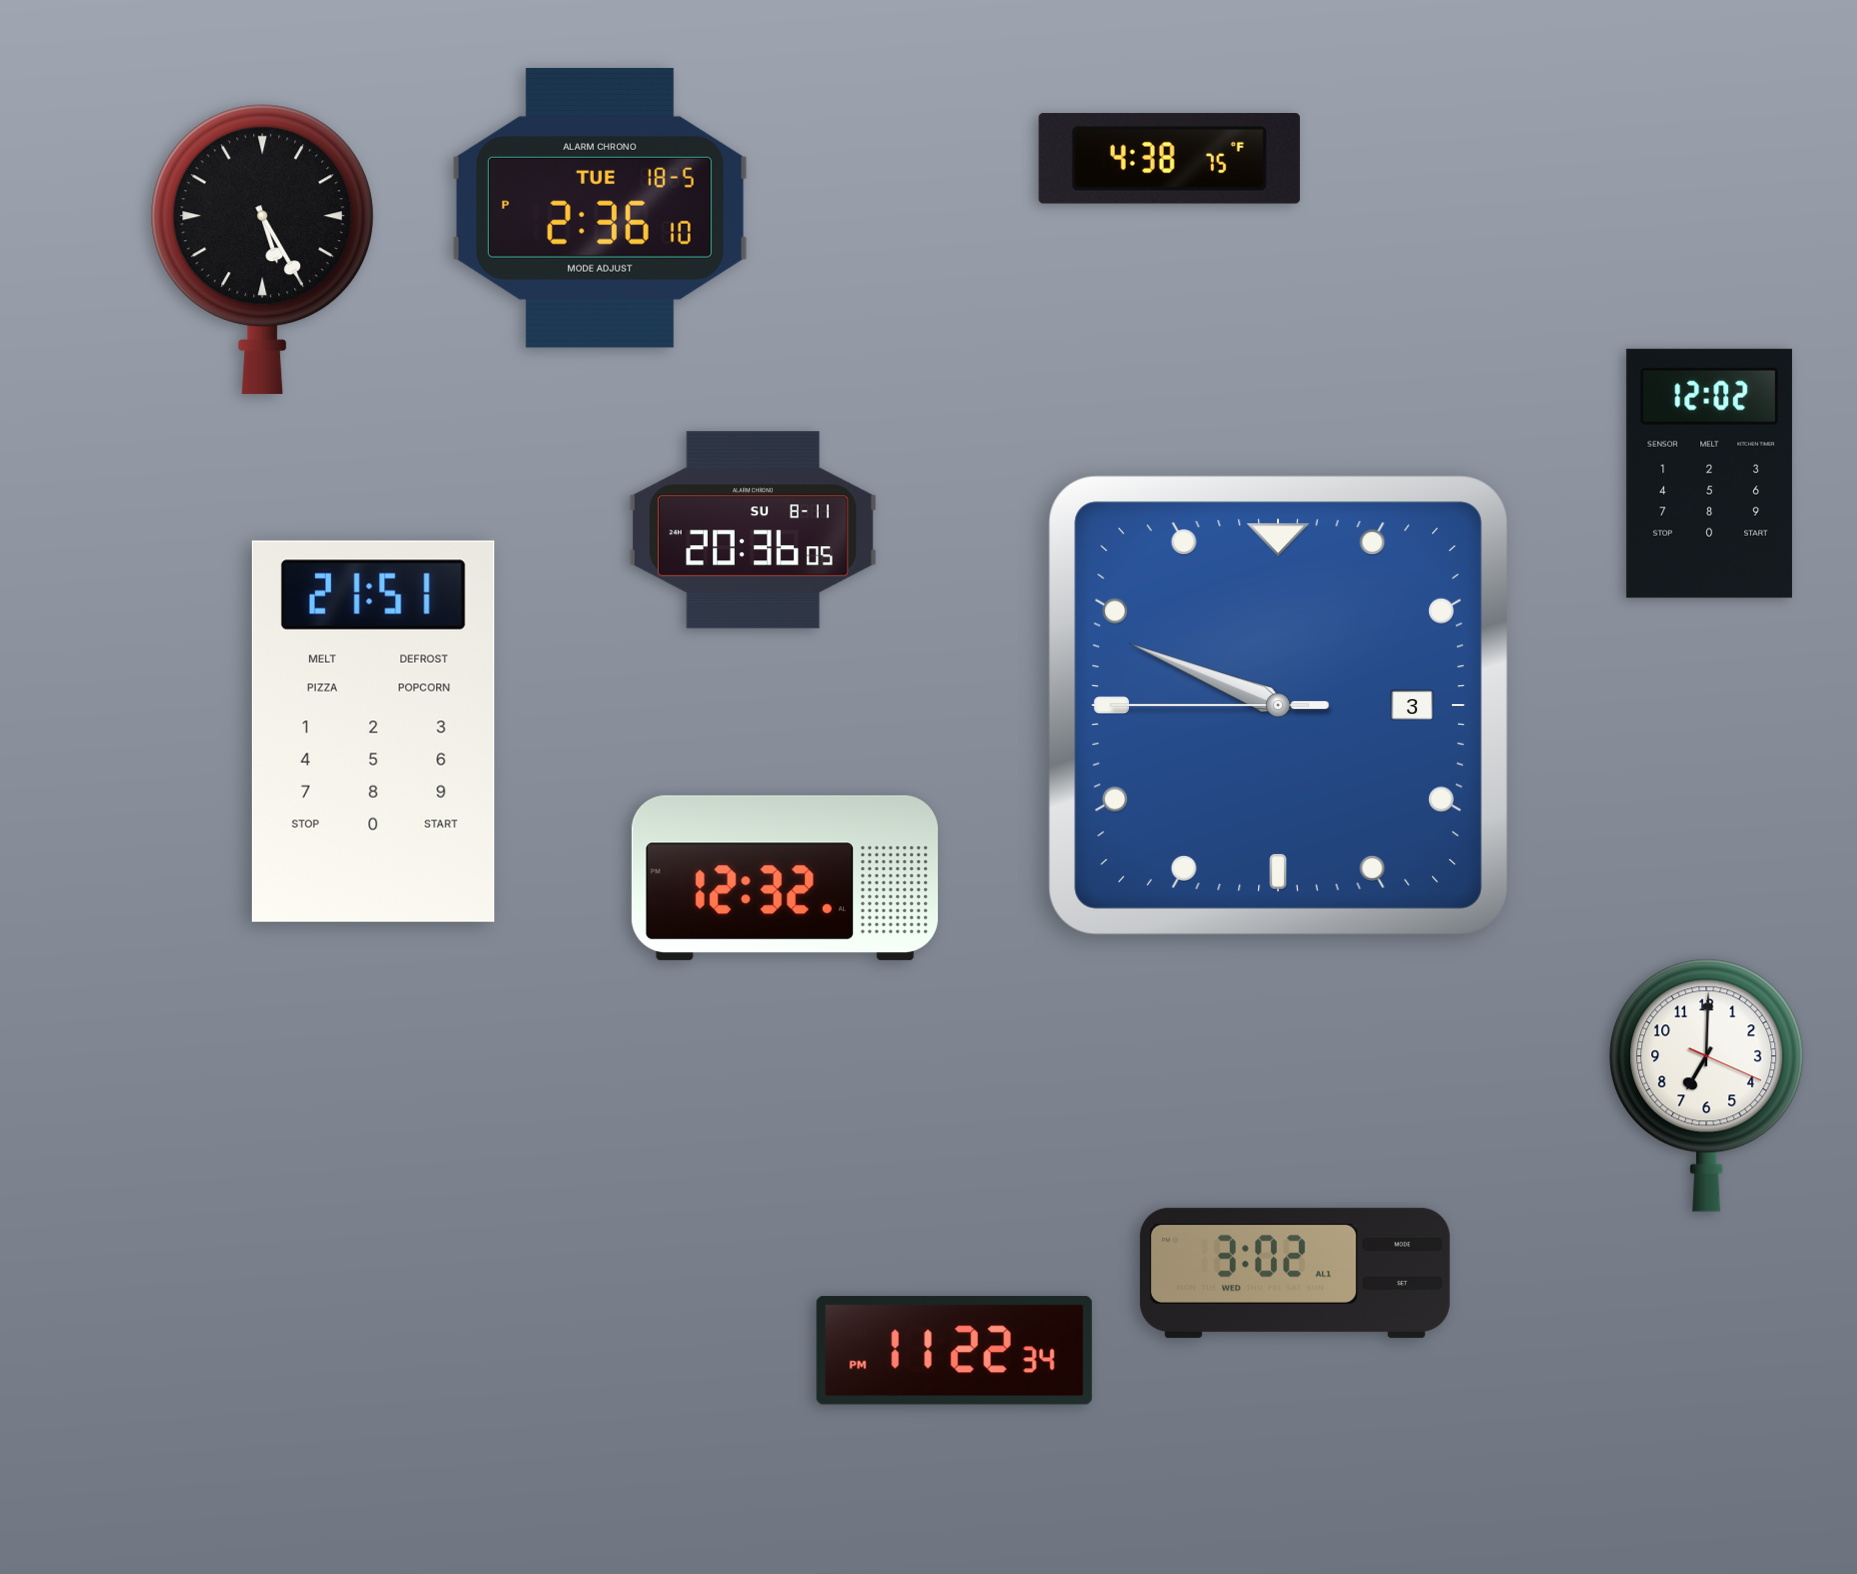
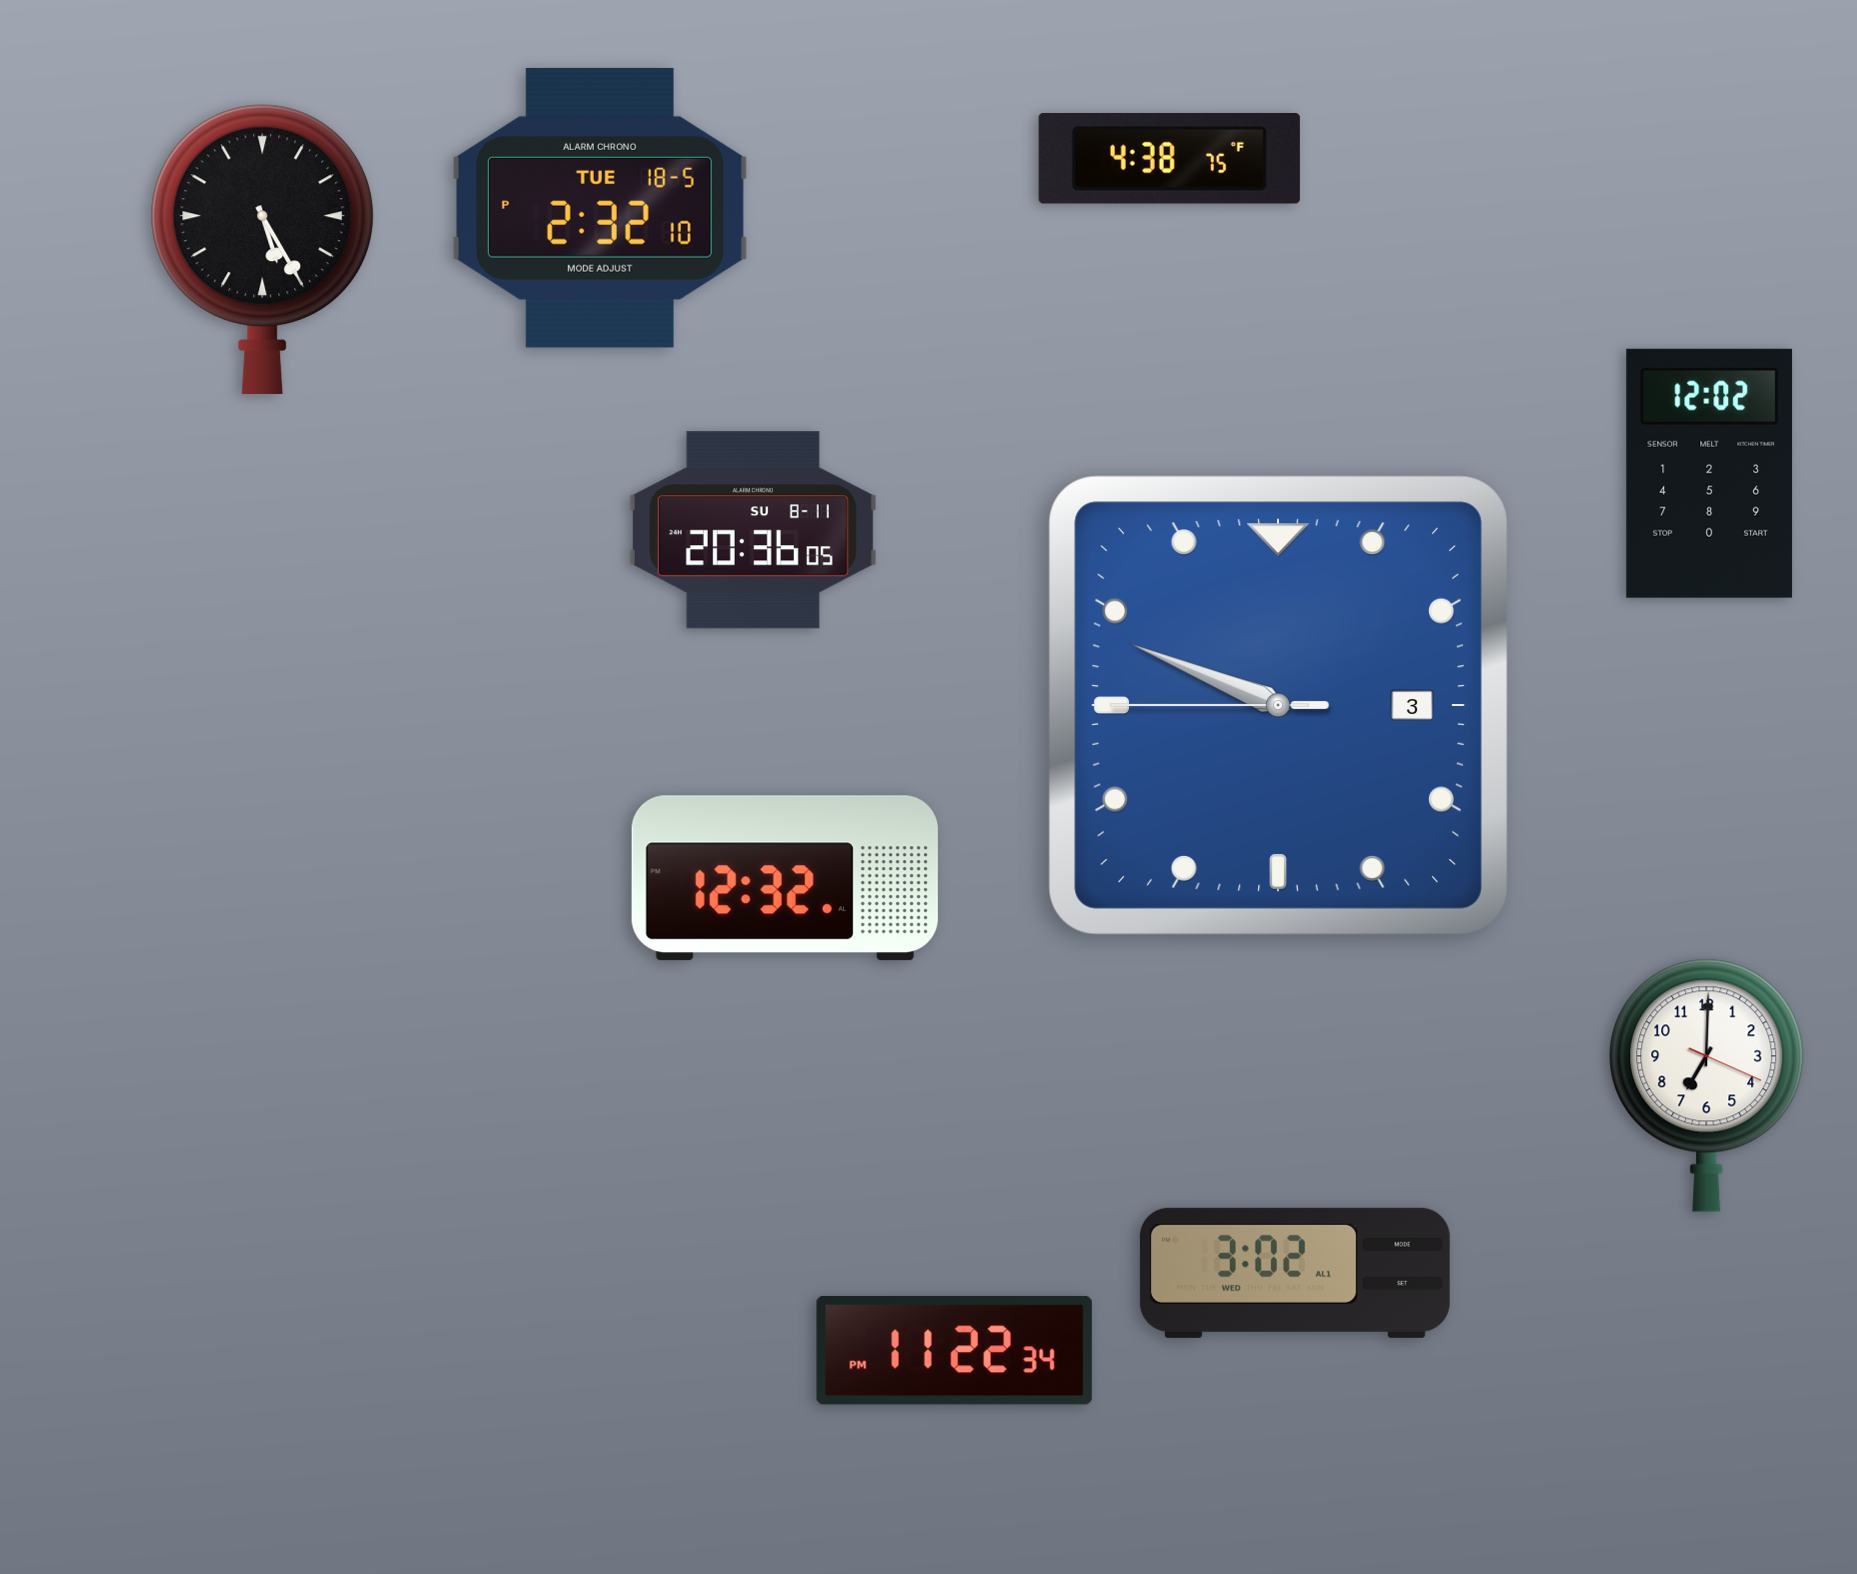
clock at (600, 208): 2:36 -> 2:32
clock at (373, 731): 21:51 -> none
